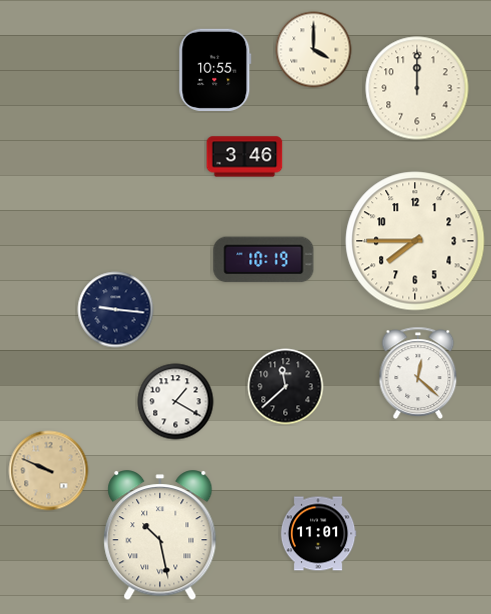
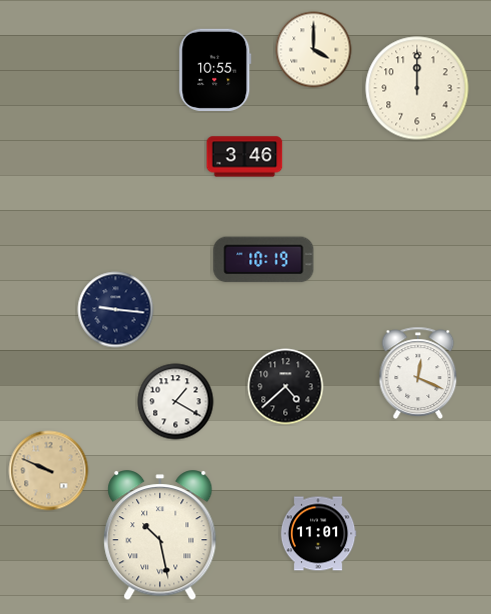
clock at (415, 241): 7:45 -> none
clock at (418, 373): 12:22 -> 12:19
clock at (286, 387): 11:38 -> 4:38
